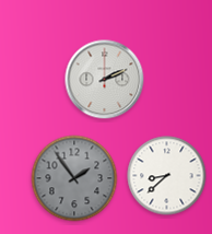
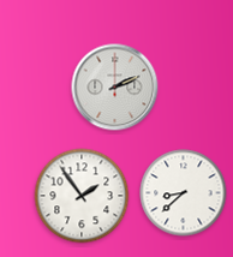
clock at (74, 178) dial: grey -> white
